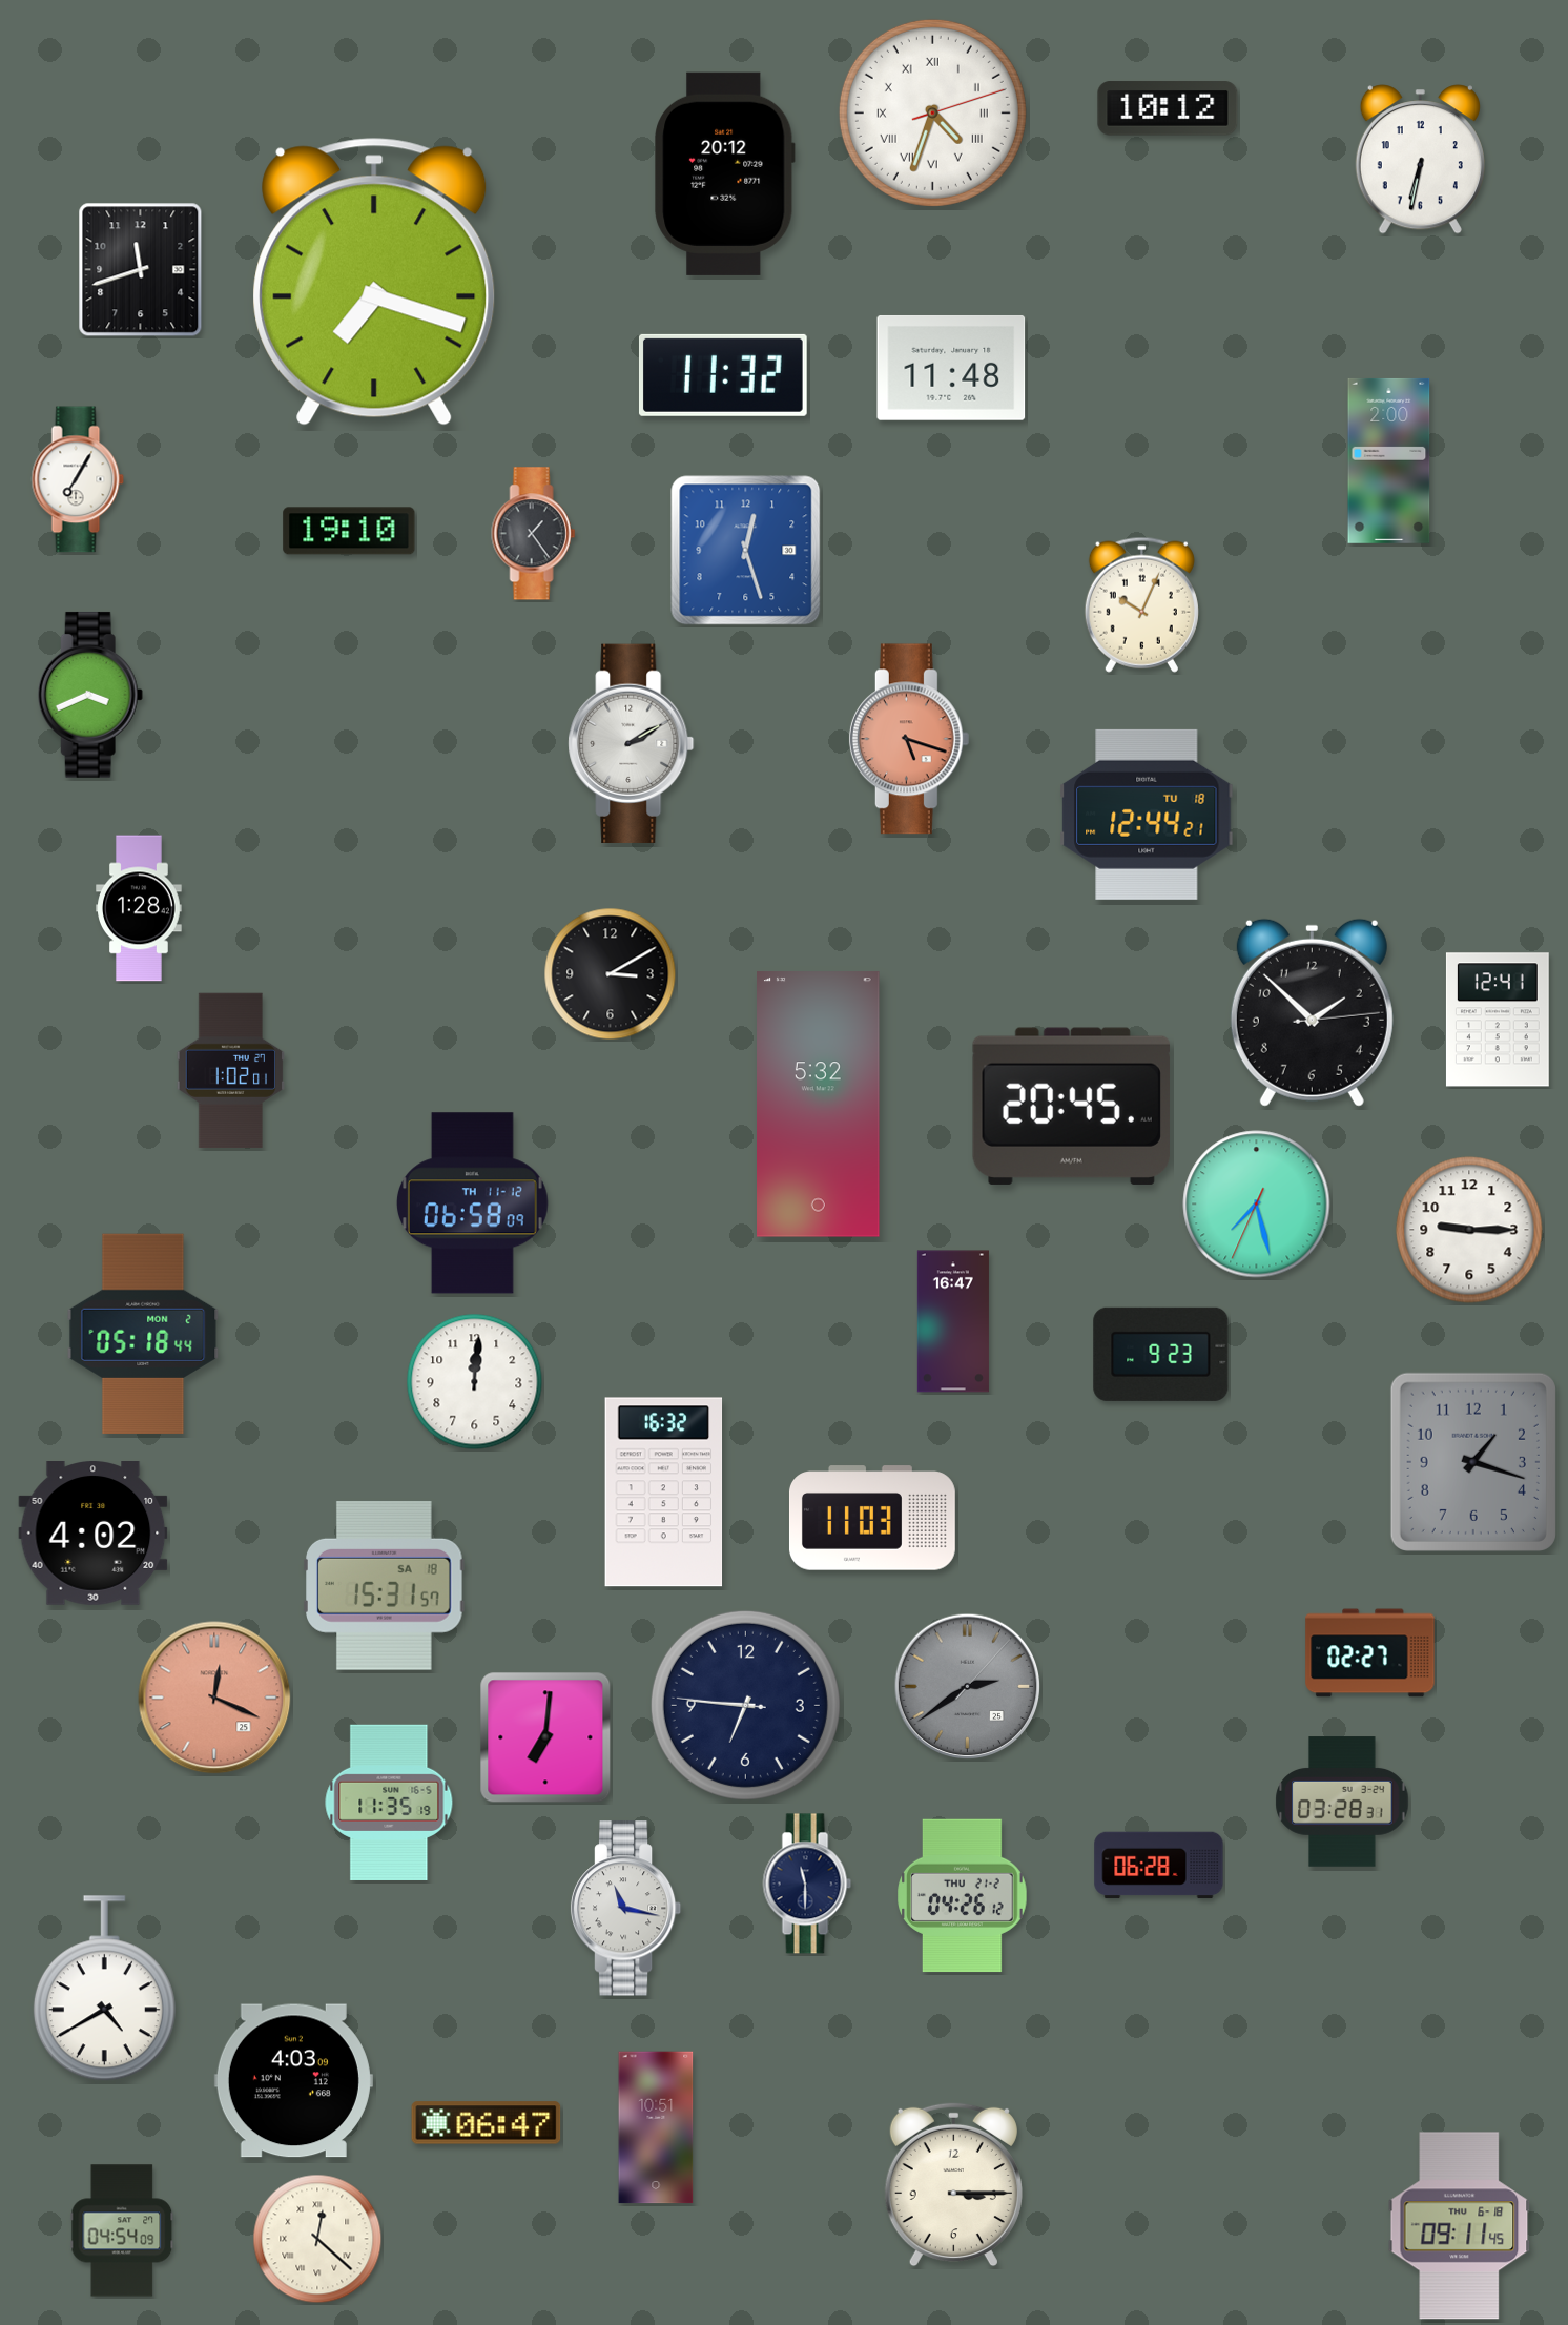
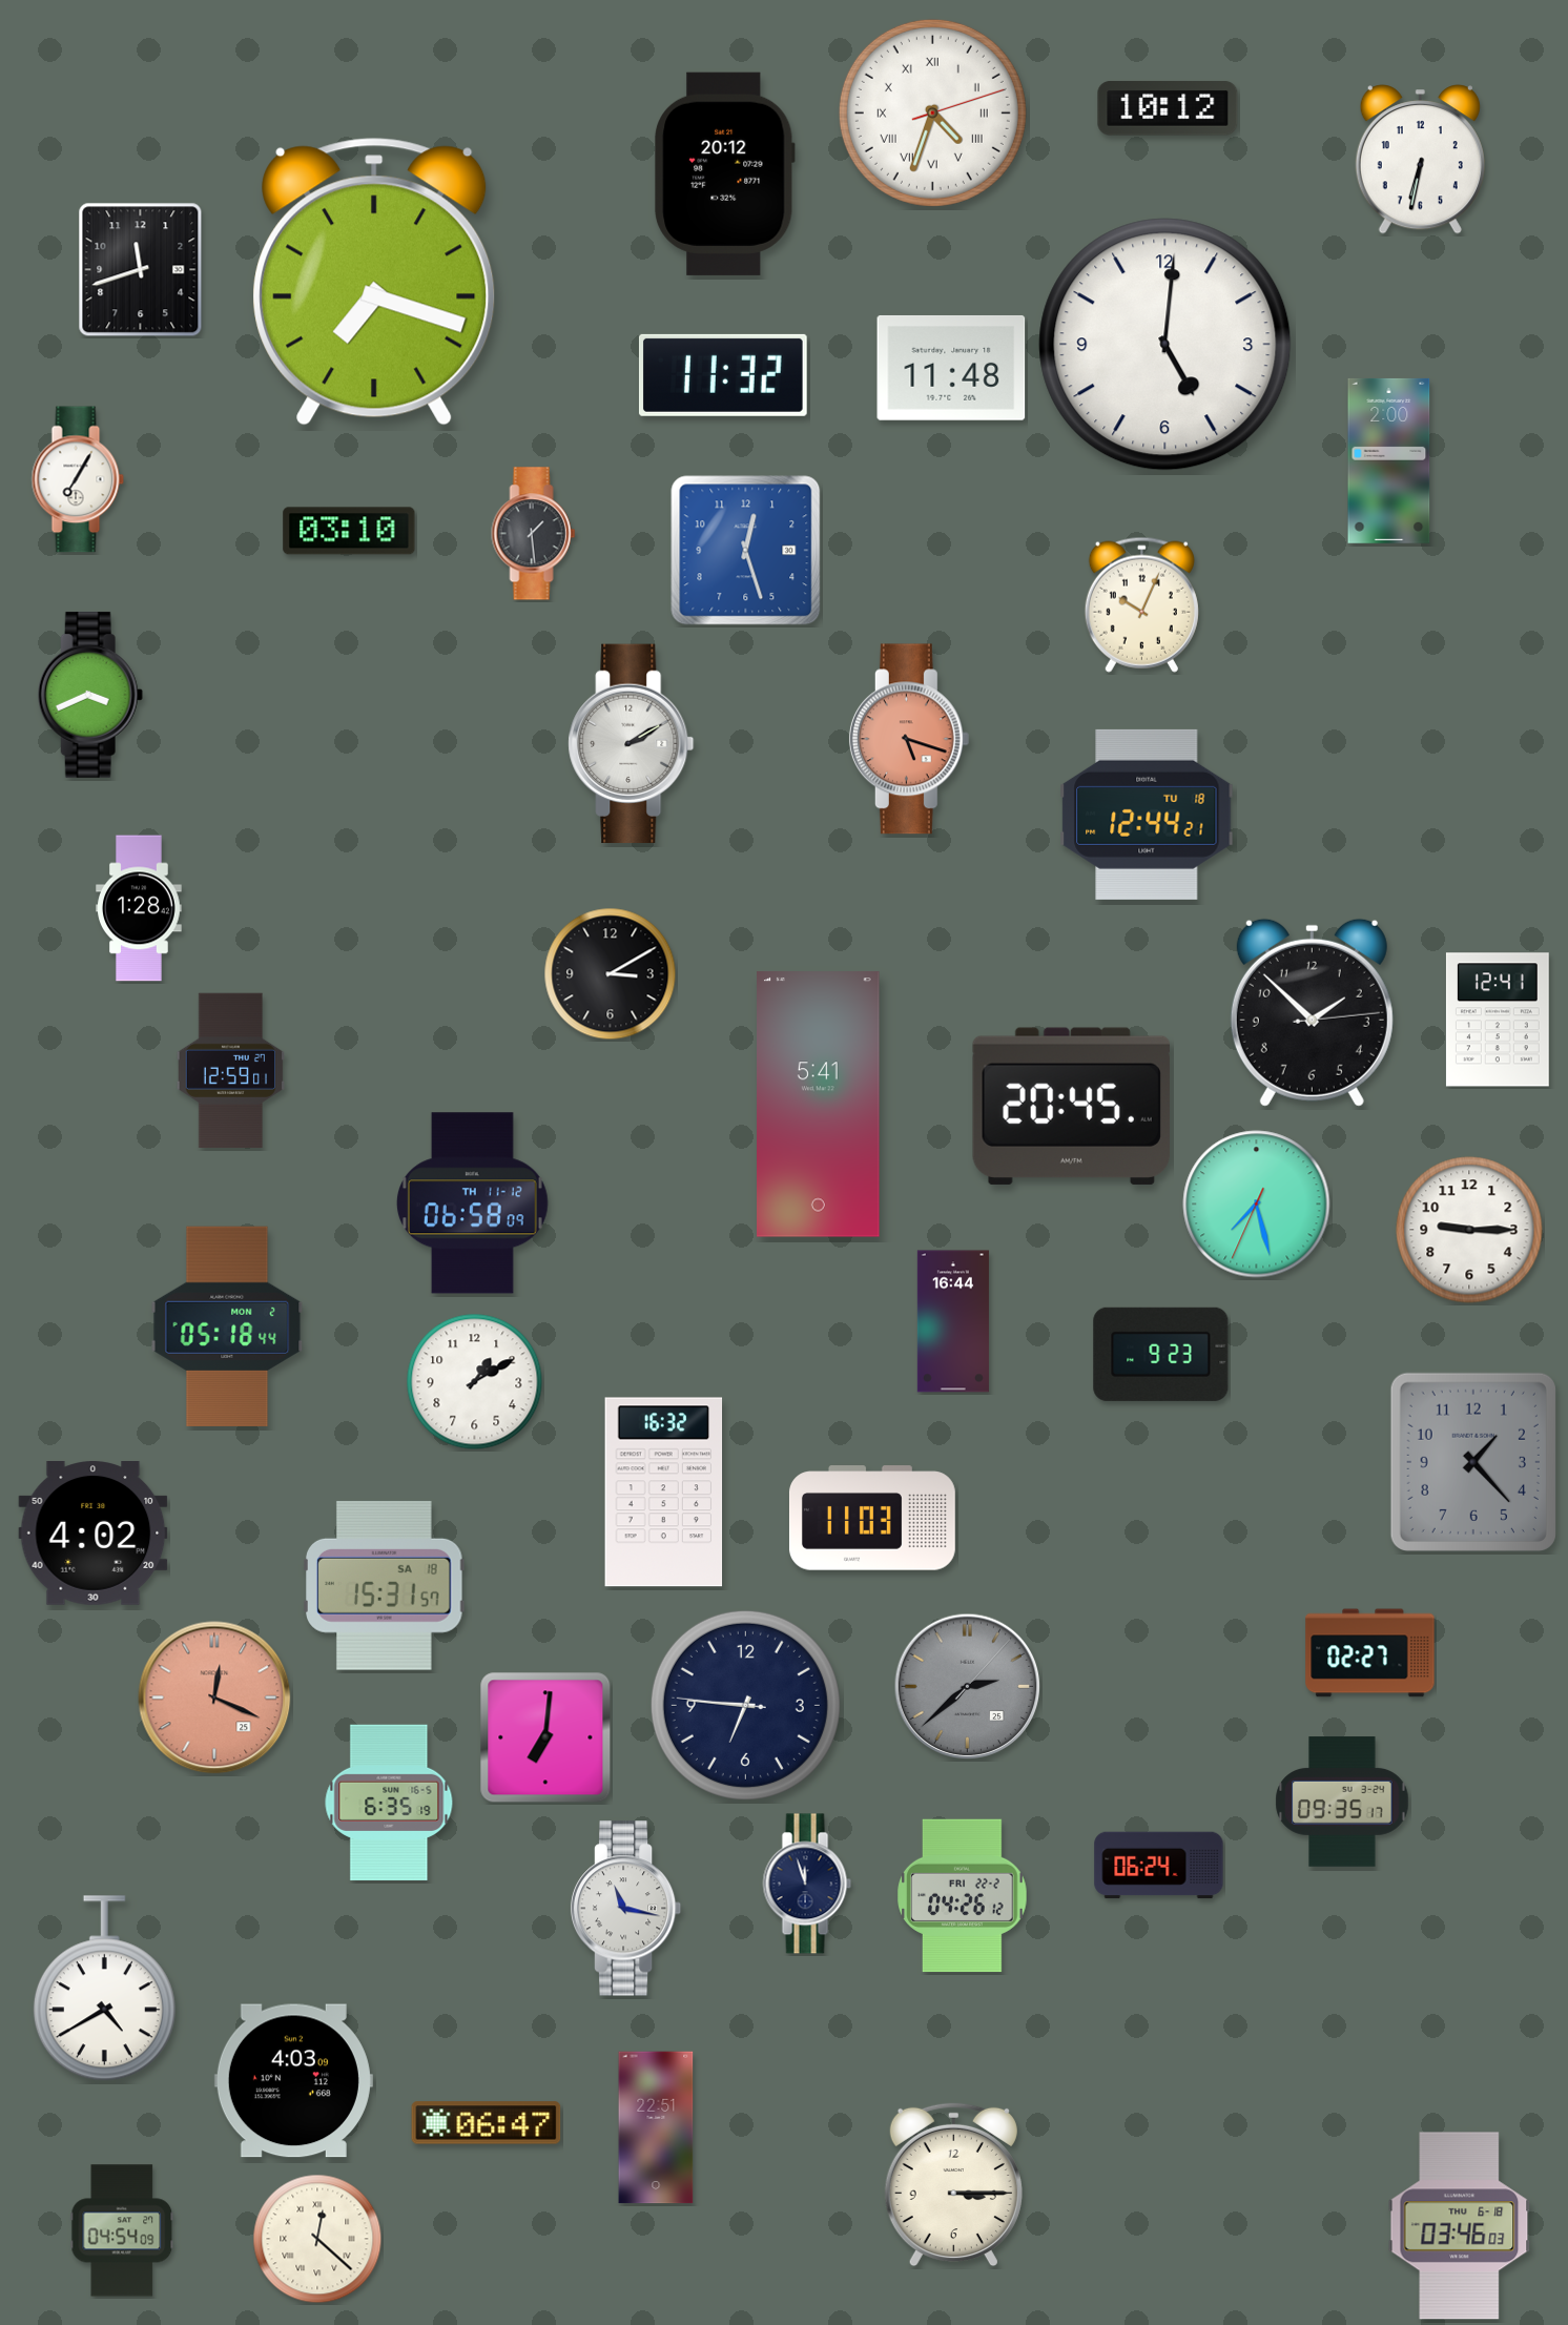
clock at (1165, 345): none -> 5:01
clock at (349, 531): 19:10 -> 03:10
clock at (534, 534): 1:24 -> 1:29
clock at (230, 1070): 1:02 -> 12:59
clock at (819, 1105): 5:32 -> 5:41
clock at (953, 1321): 16:47 -> 16:44
clock at (143, 1333) position: (143, 1333) -> (227, 1325)
clock at (475, 1382): 12:01 -> 1:10
clock at (1473, 1462): 1:18 -> 1:23
clock at (968, 1687): 2:39 -> 2:38
clock at (1342, 1802): 03:28 -> 09:35
clock at (389, 1803): 11:35 -> 6:35
clock at (1159, 1866): 06:28 -> 06:24
clock at (807, 1884): 11:30 -> 11:57
clock at (963, 1896) date: THU 21-2 -> FRI 22-2
clock at (656, 2127): 10:51 -> 22:51
clock at (1460, 2226): 09:11 -> 03:46
